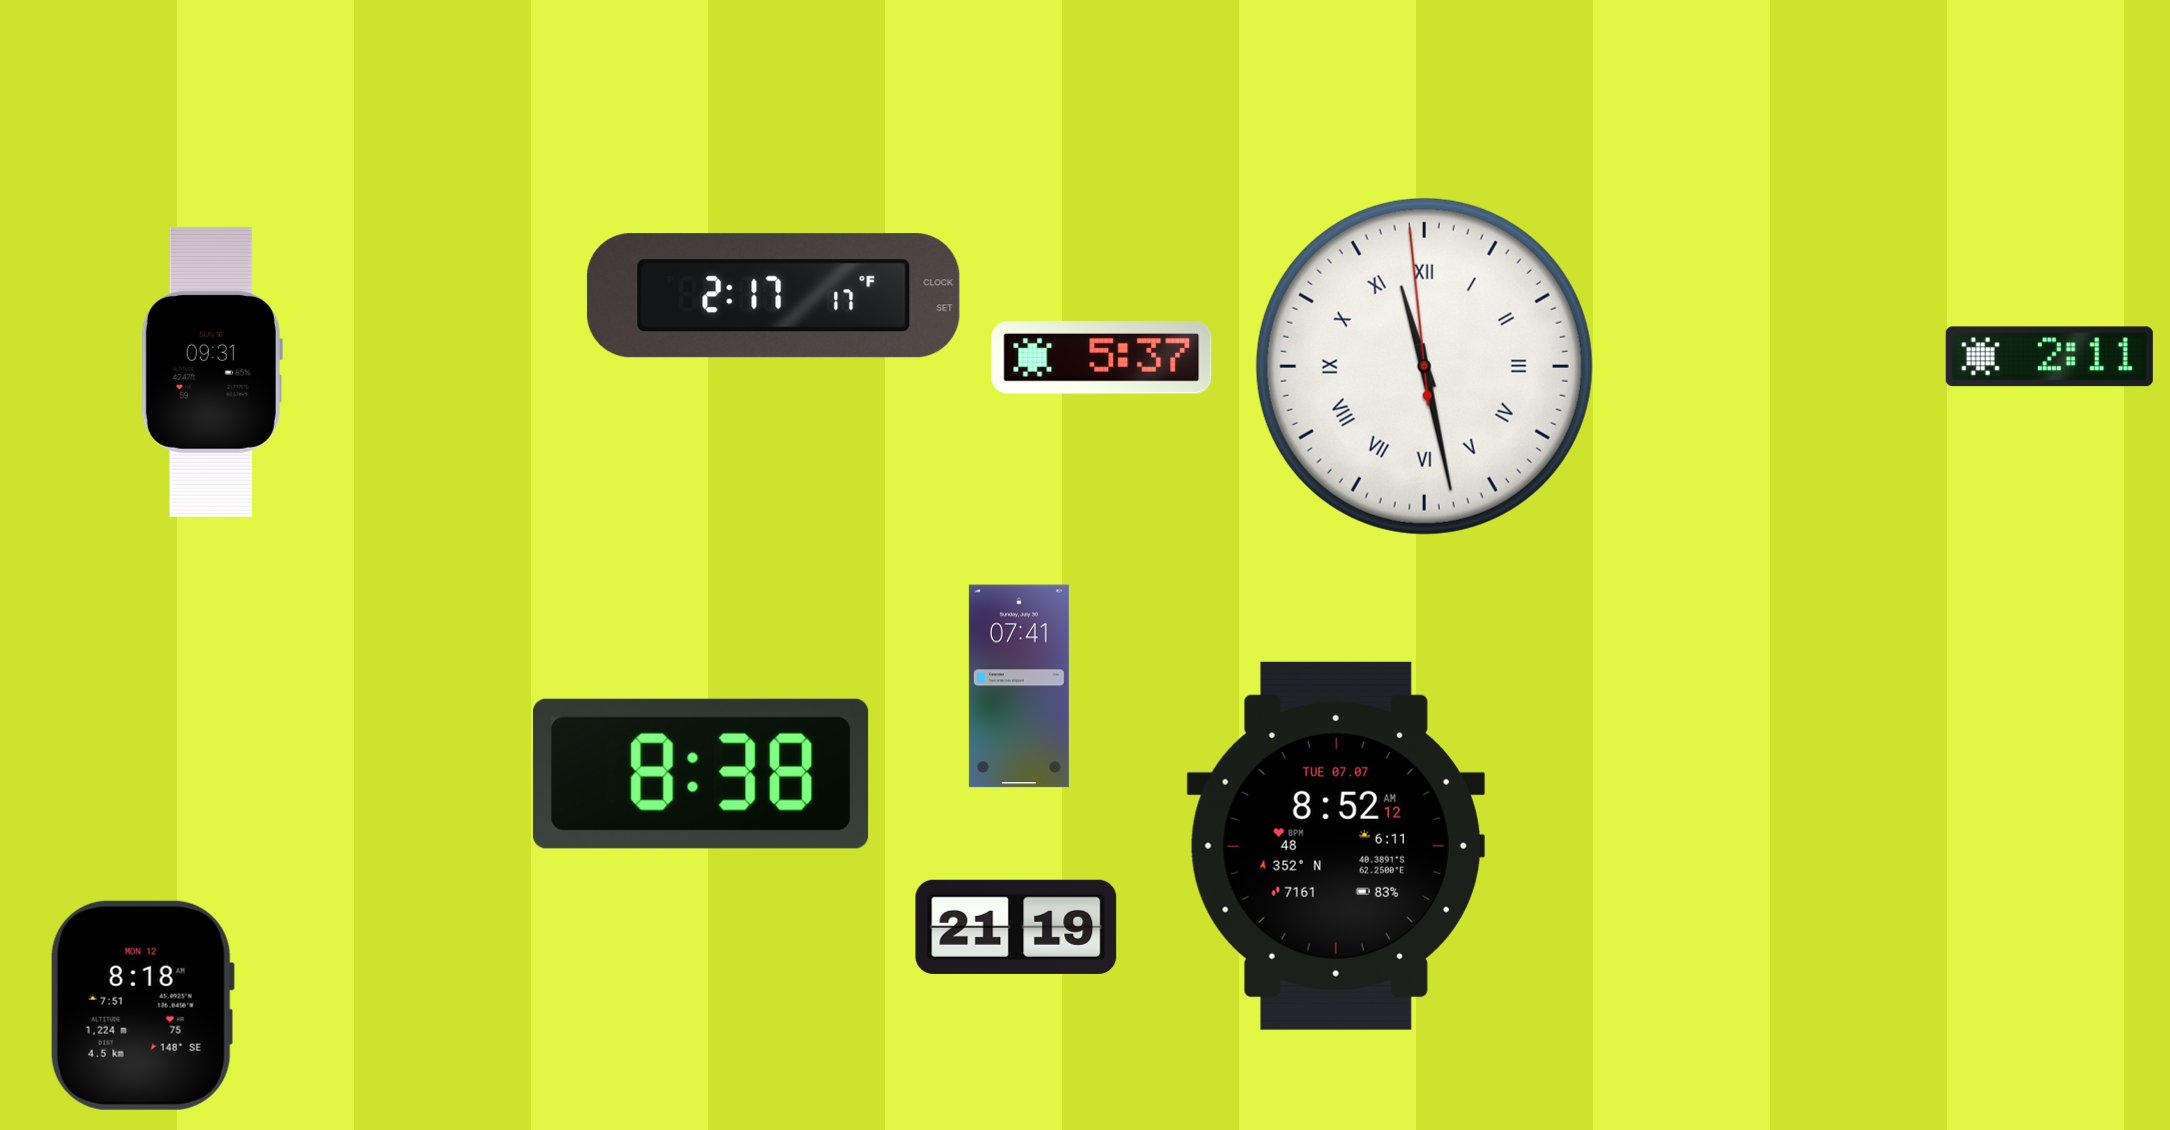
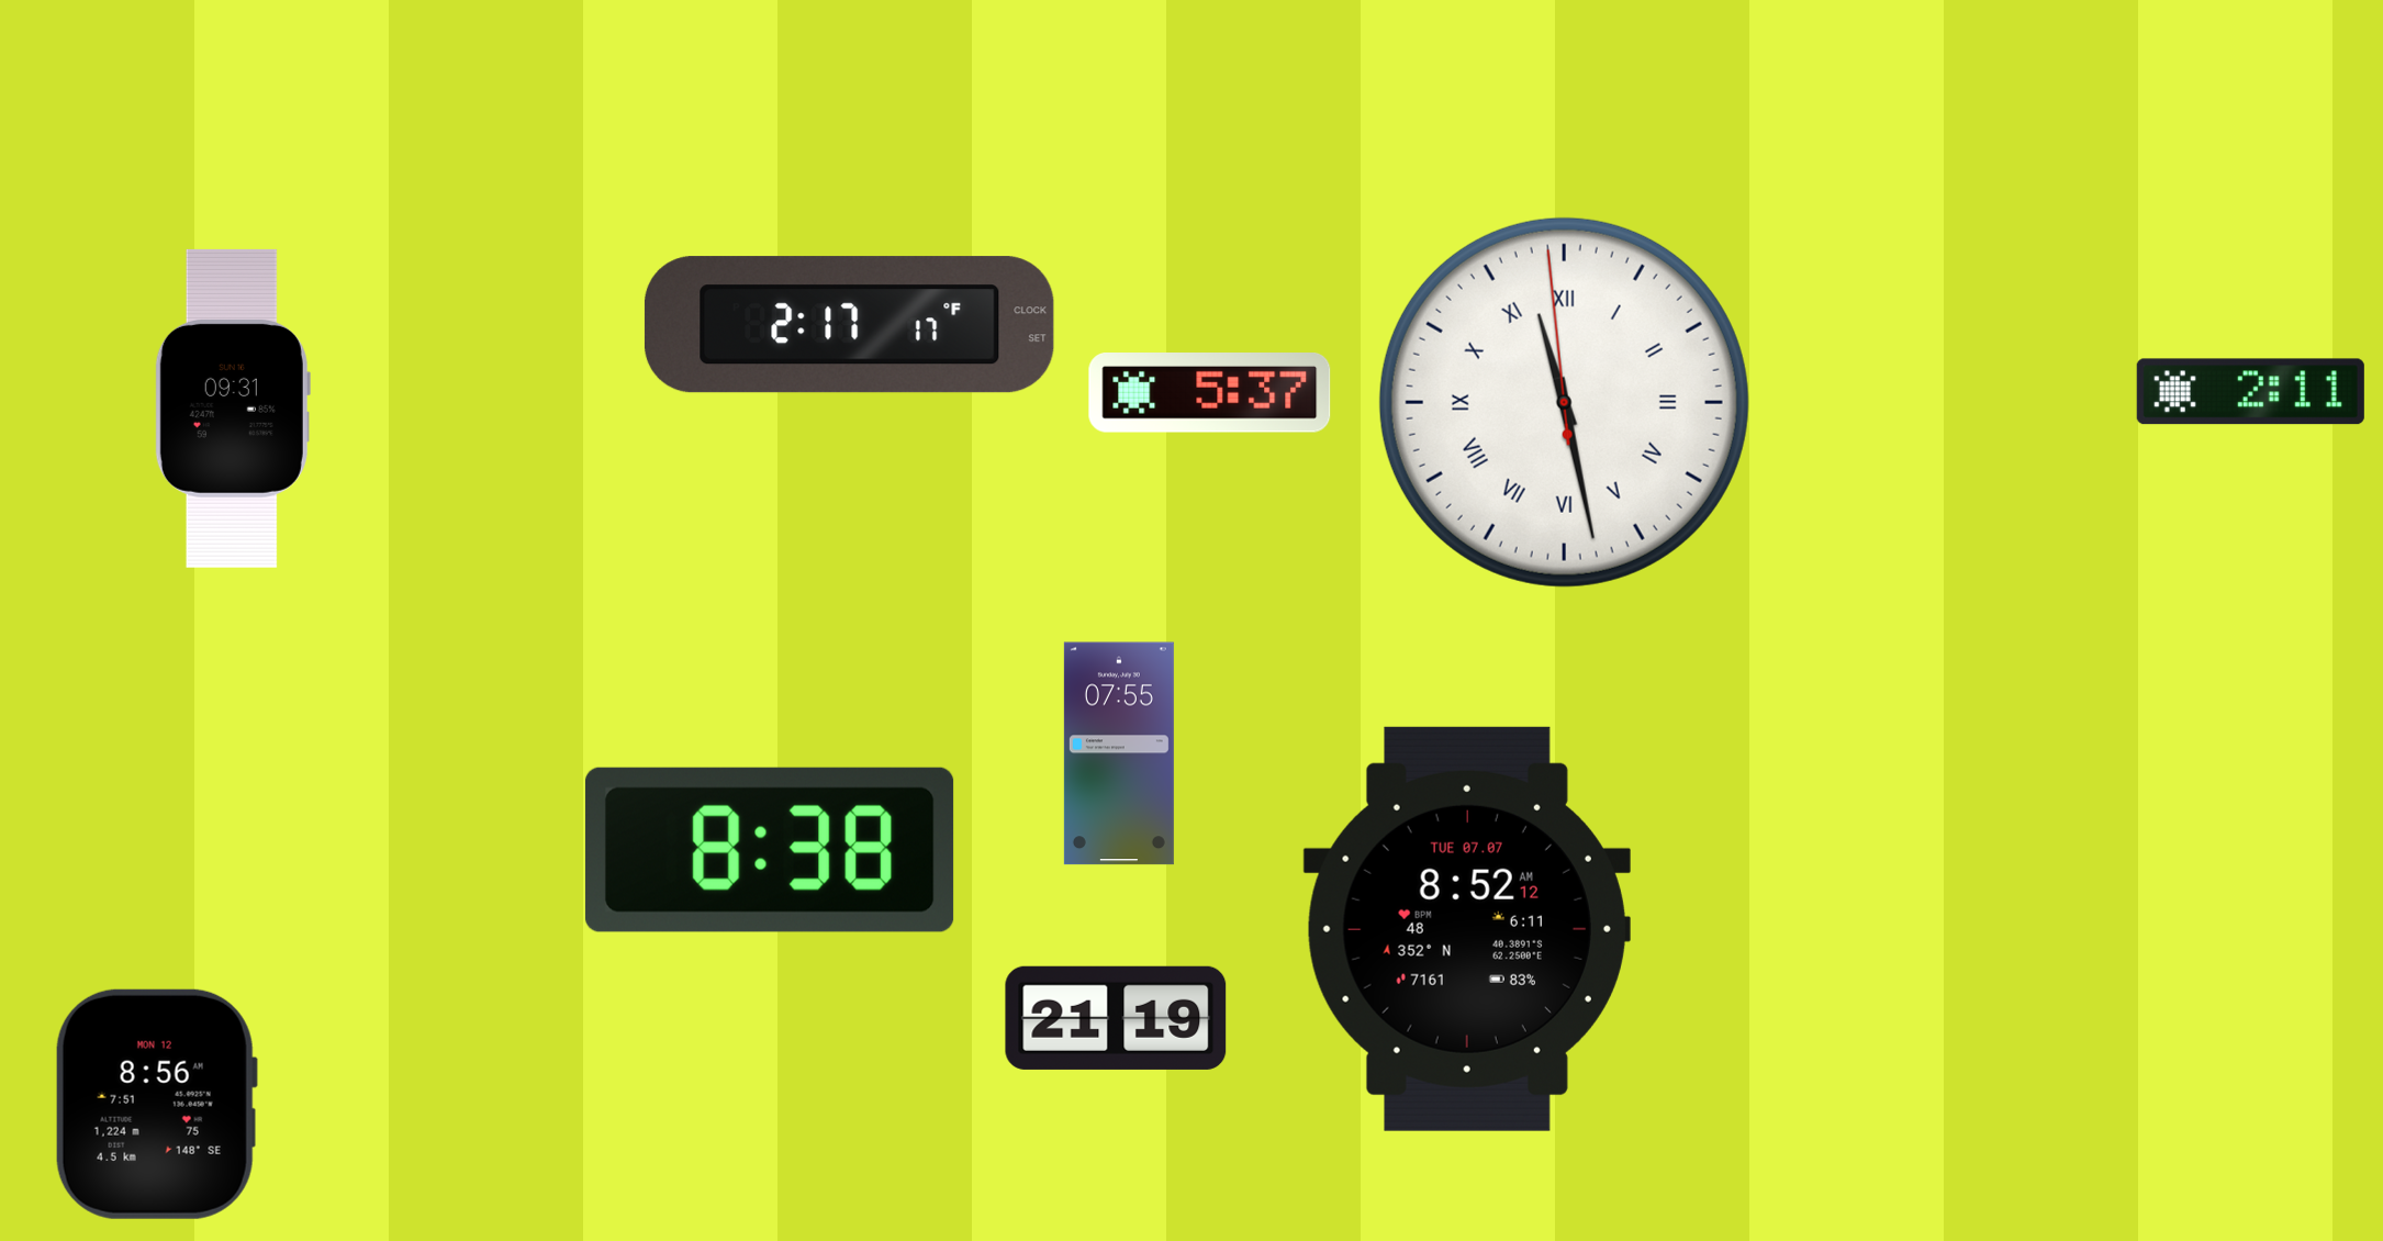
clock at (1019, 686): 07:41 -> 07:55
clock at (142, 1005): 8:18 -> 8:56
